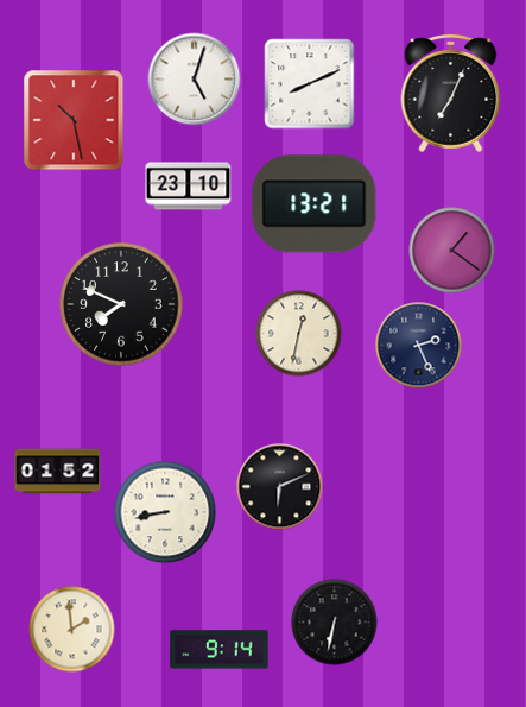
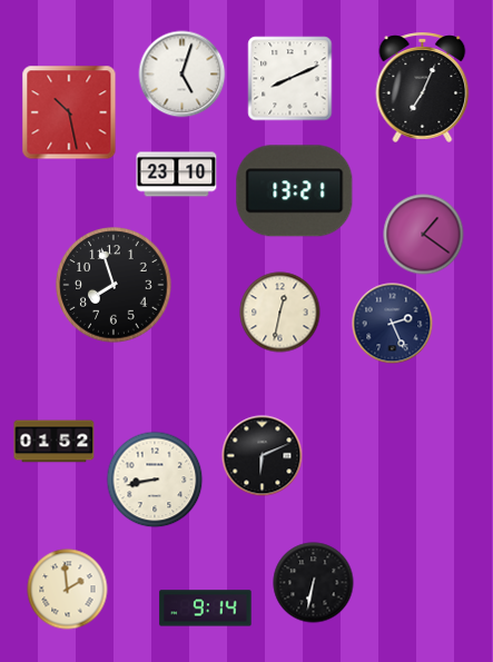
clock at (121, 304): 7:49 -> 7:57
